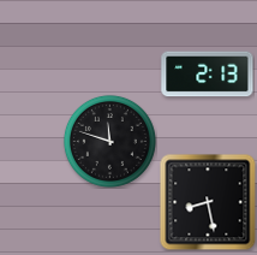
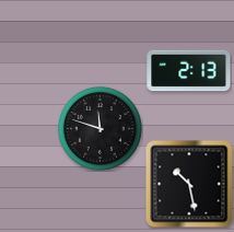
clock at (208, 75) position: (208, 75) -> (189, 71)
clock at (208, 202): 8:28 -> 10:28
